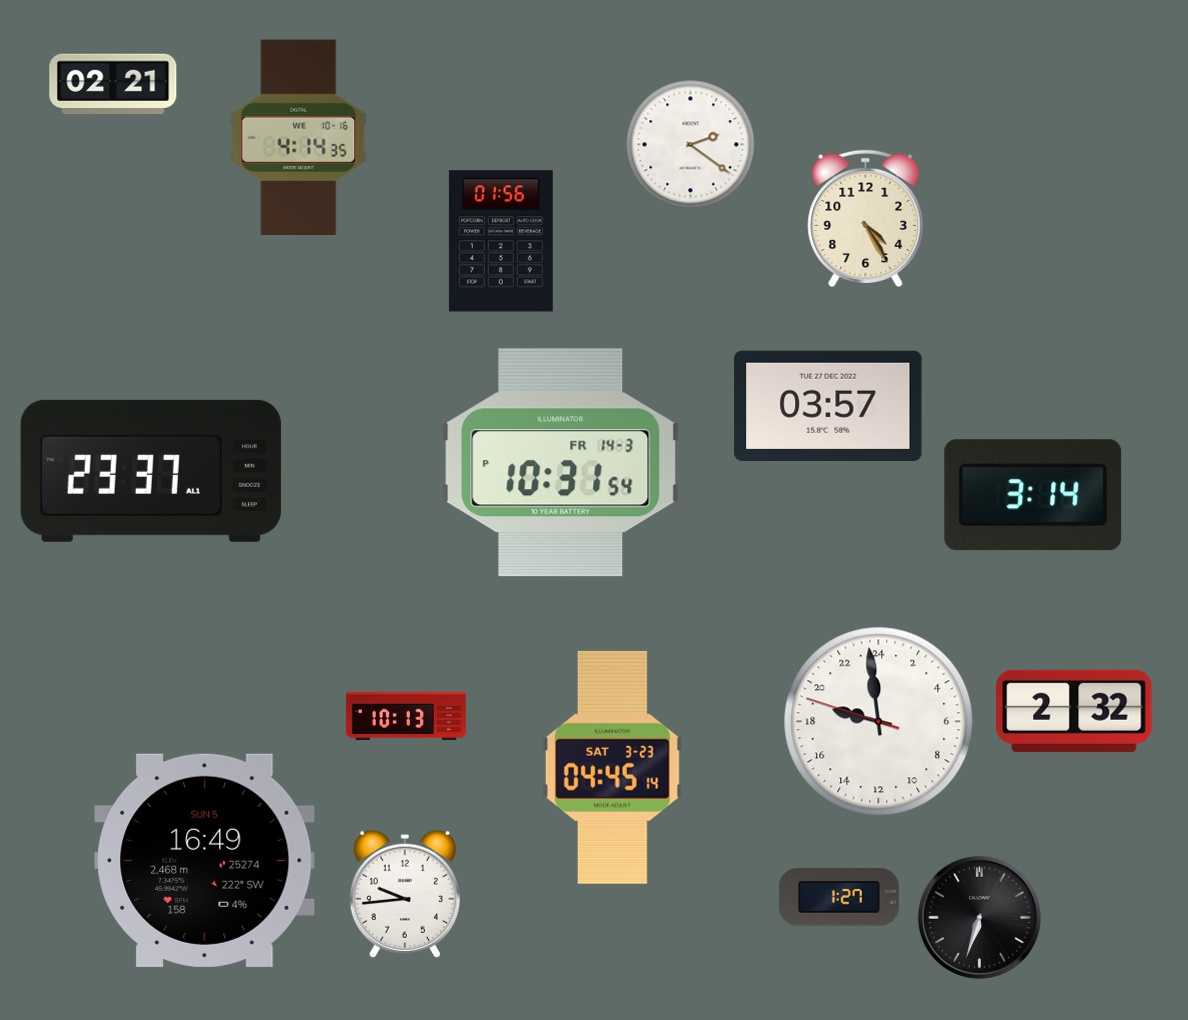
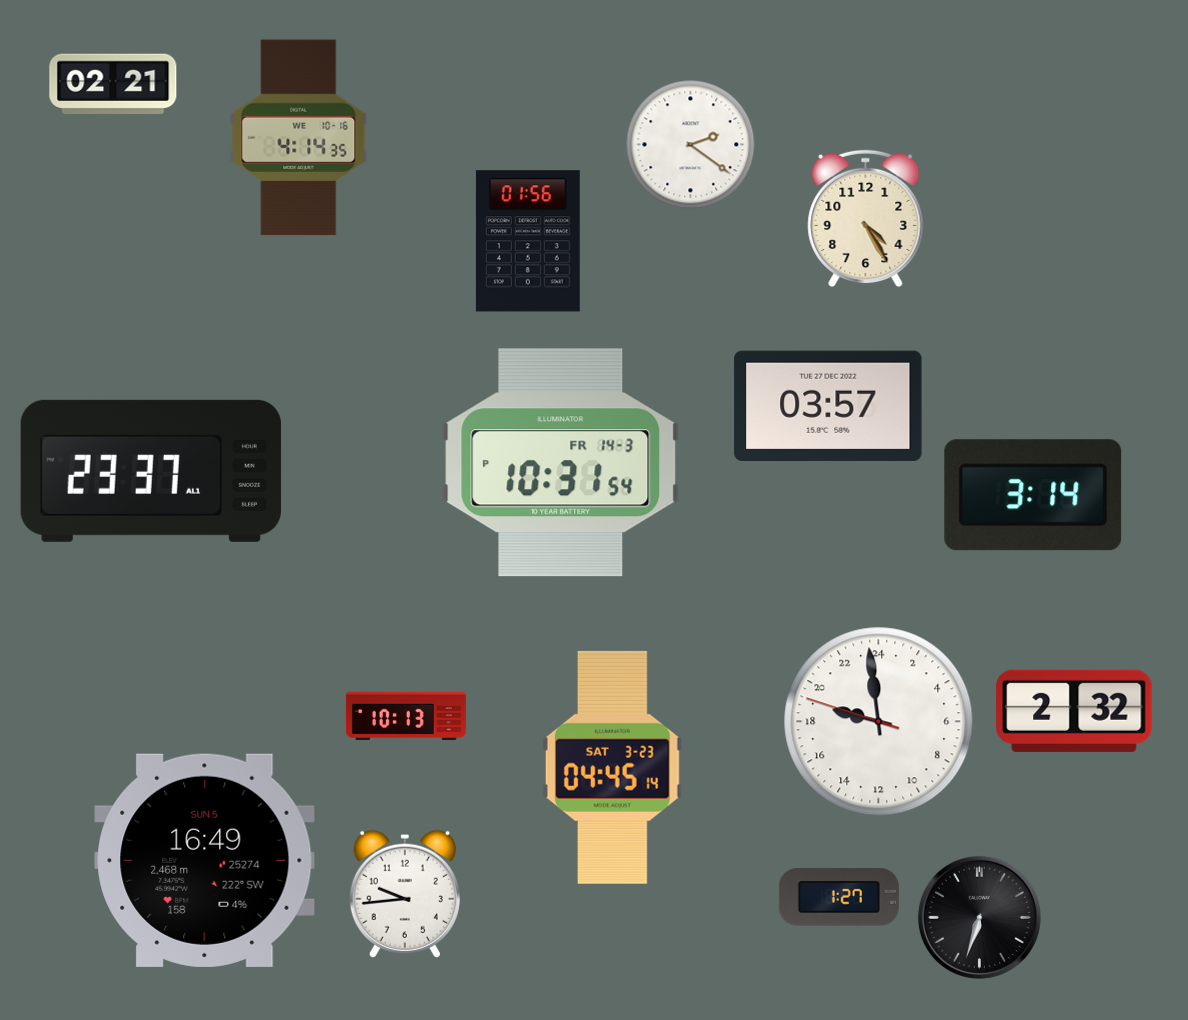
clock at (501, 241) position: (501, 241) -> (528, 241)
